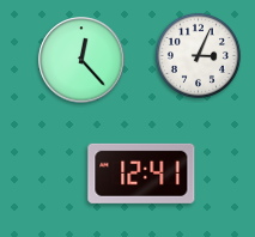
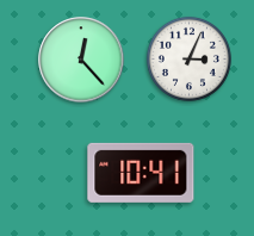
clock at (198, 55) position: (198, 55) -> (188, 58)
clock at (141, 174): 12:41 -> 10:41
